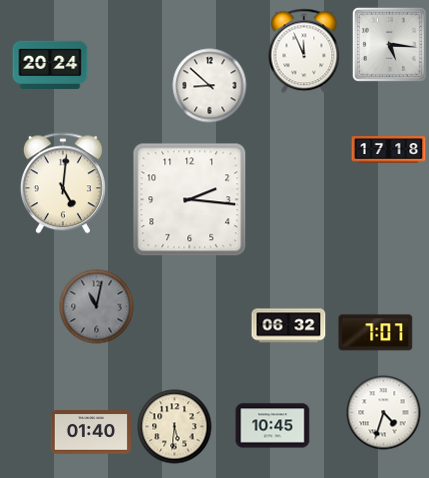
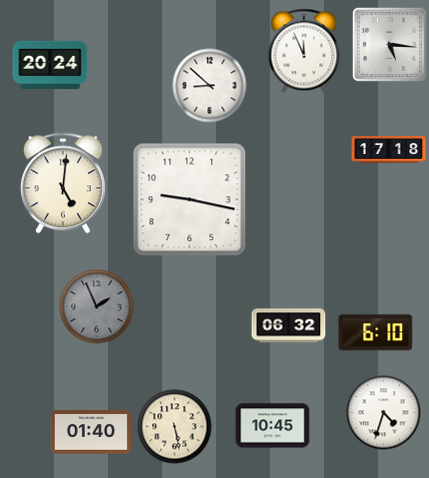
clock at (190, 200): 2:16 -> 9:17
clock at (97, 307): 11:02 -> 1:56
clock at (376, 333): 7:07 -> 6:10
clock at (175, 427): 5:31 -> 5:28
